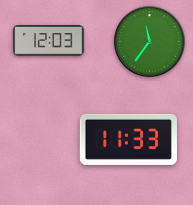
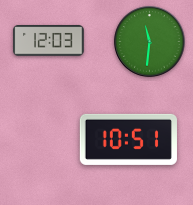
clock at (150, 42): 11:36 -> 11:31
clock at (128, 139): 11:33 -> 10:51
